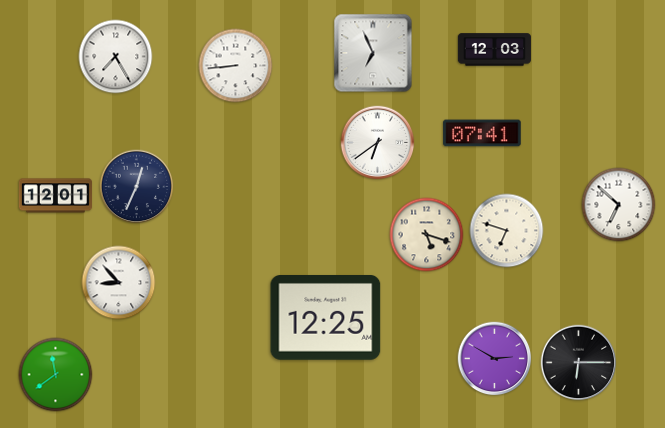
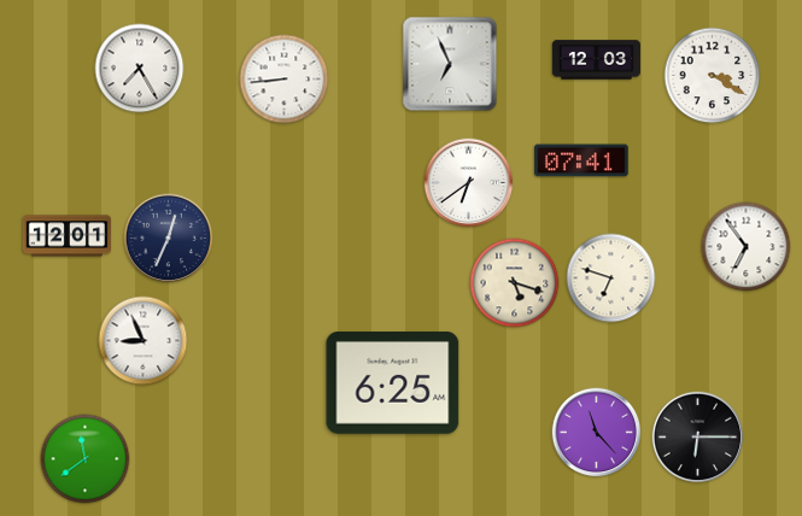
clock at (713, 76): none -> 3:20
clock at (378, 143) position: (378, 143) -> (469, 183)
clock at (137, 187) position: (137, 187) -> (169, 239)
clock at (619, 205): 6:52 -> 6:54
clock at (119, 283): 8:53 -> 8:56
clock at (326, 318): 12:25 -> 6:25
clock at (495, 359): 2:50 -> 11:23
clock at (56, 375) position: (56, 375) -> (86, 459)
